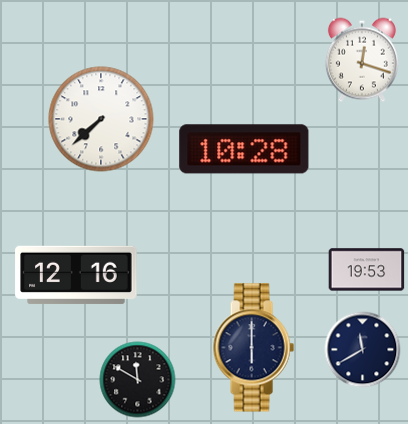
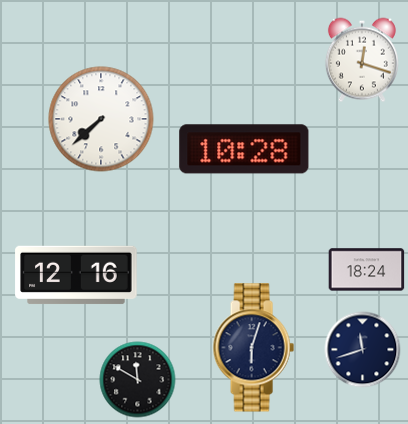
clock at (367, 270): 19:53 -> 18:24
clock at (253, 348): 6:00 -> 6:03
clock at (363, 350): 11:40 -> 11:42
